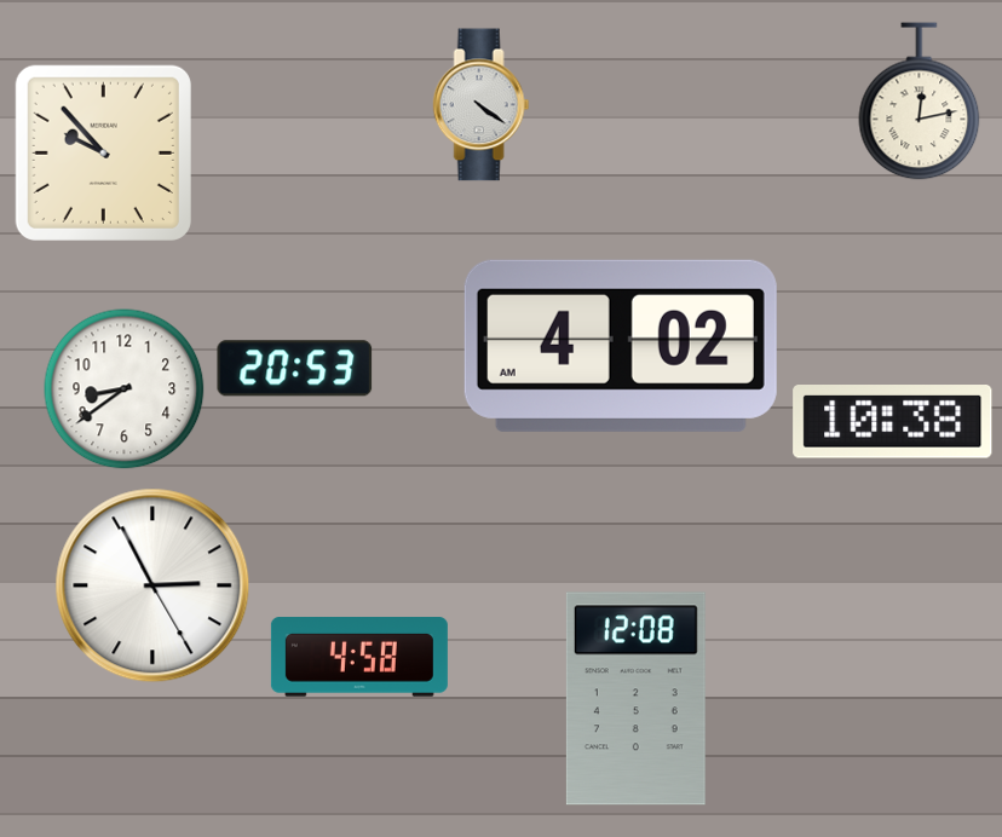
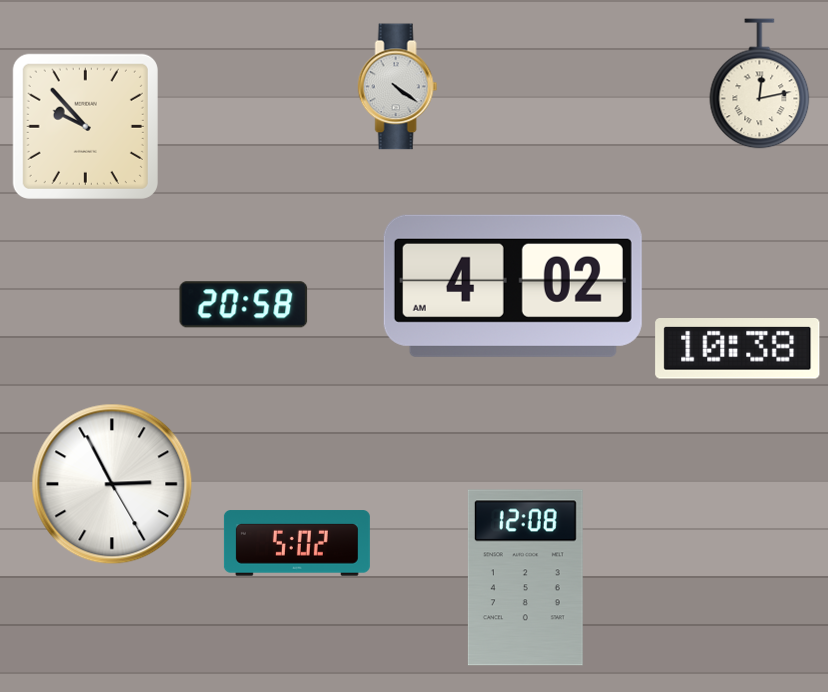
clock at (295, 369): 20:53 -> 20:58
clock at (125, 389): 8:39 -> none
clock at (152, 585) position: (152, 585) -> (112, 484)
clock at (359, 657): 4:58 -> 5:02
